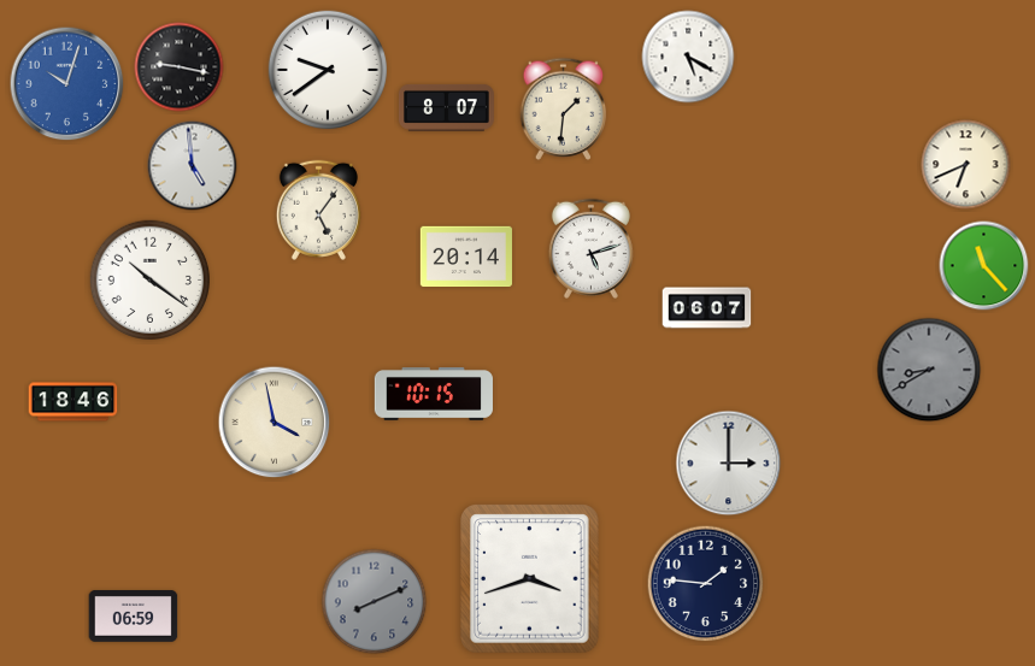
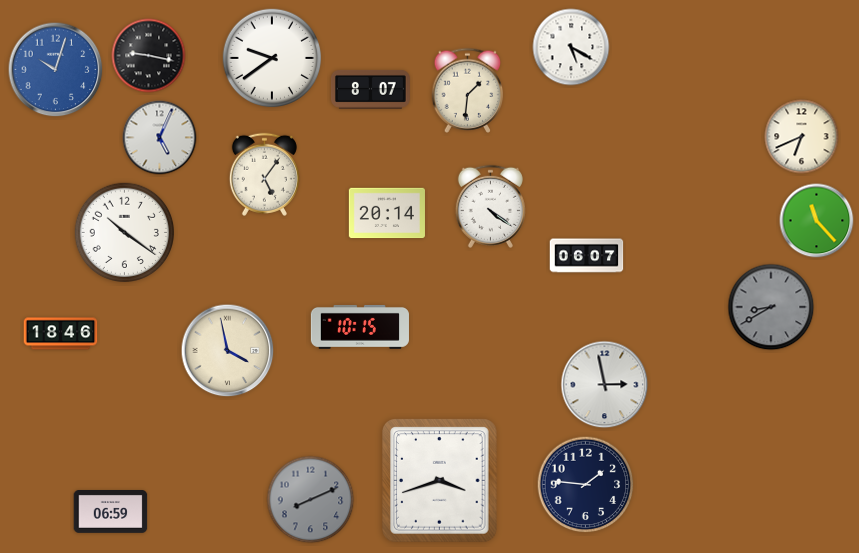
clock at (193, 166): 4:59 -> 5:04
clock at (590, 248): 5:12 -> 4:21
clock at (729, 464): 3:00 -> 2:58
